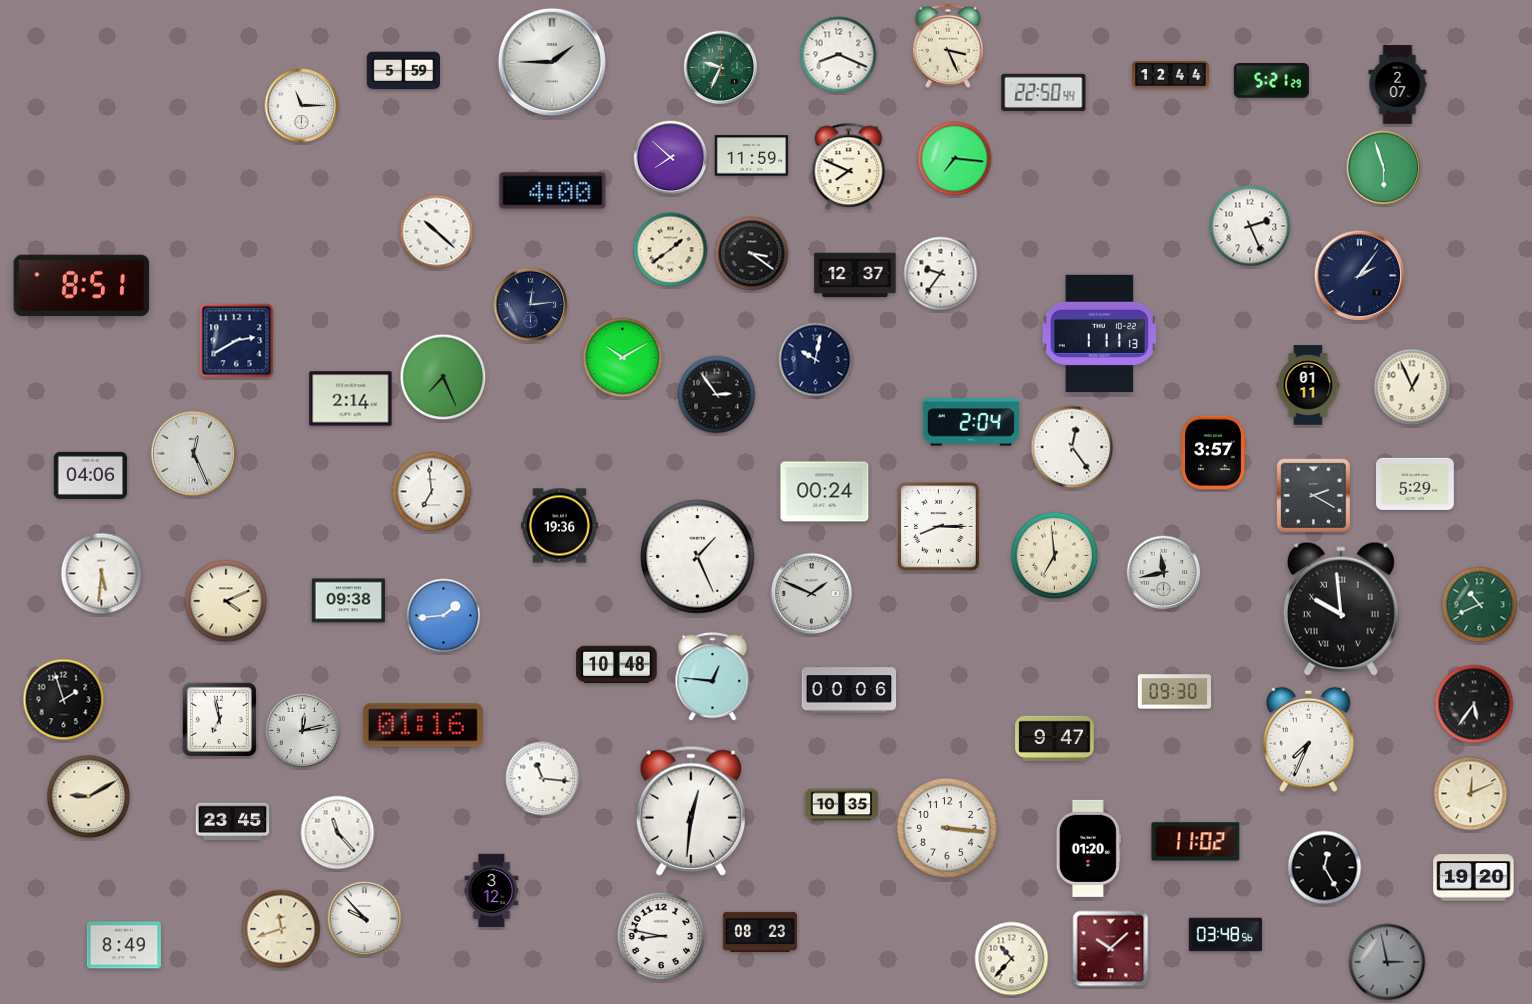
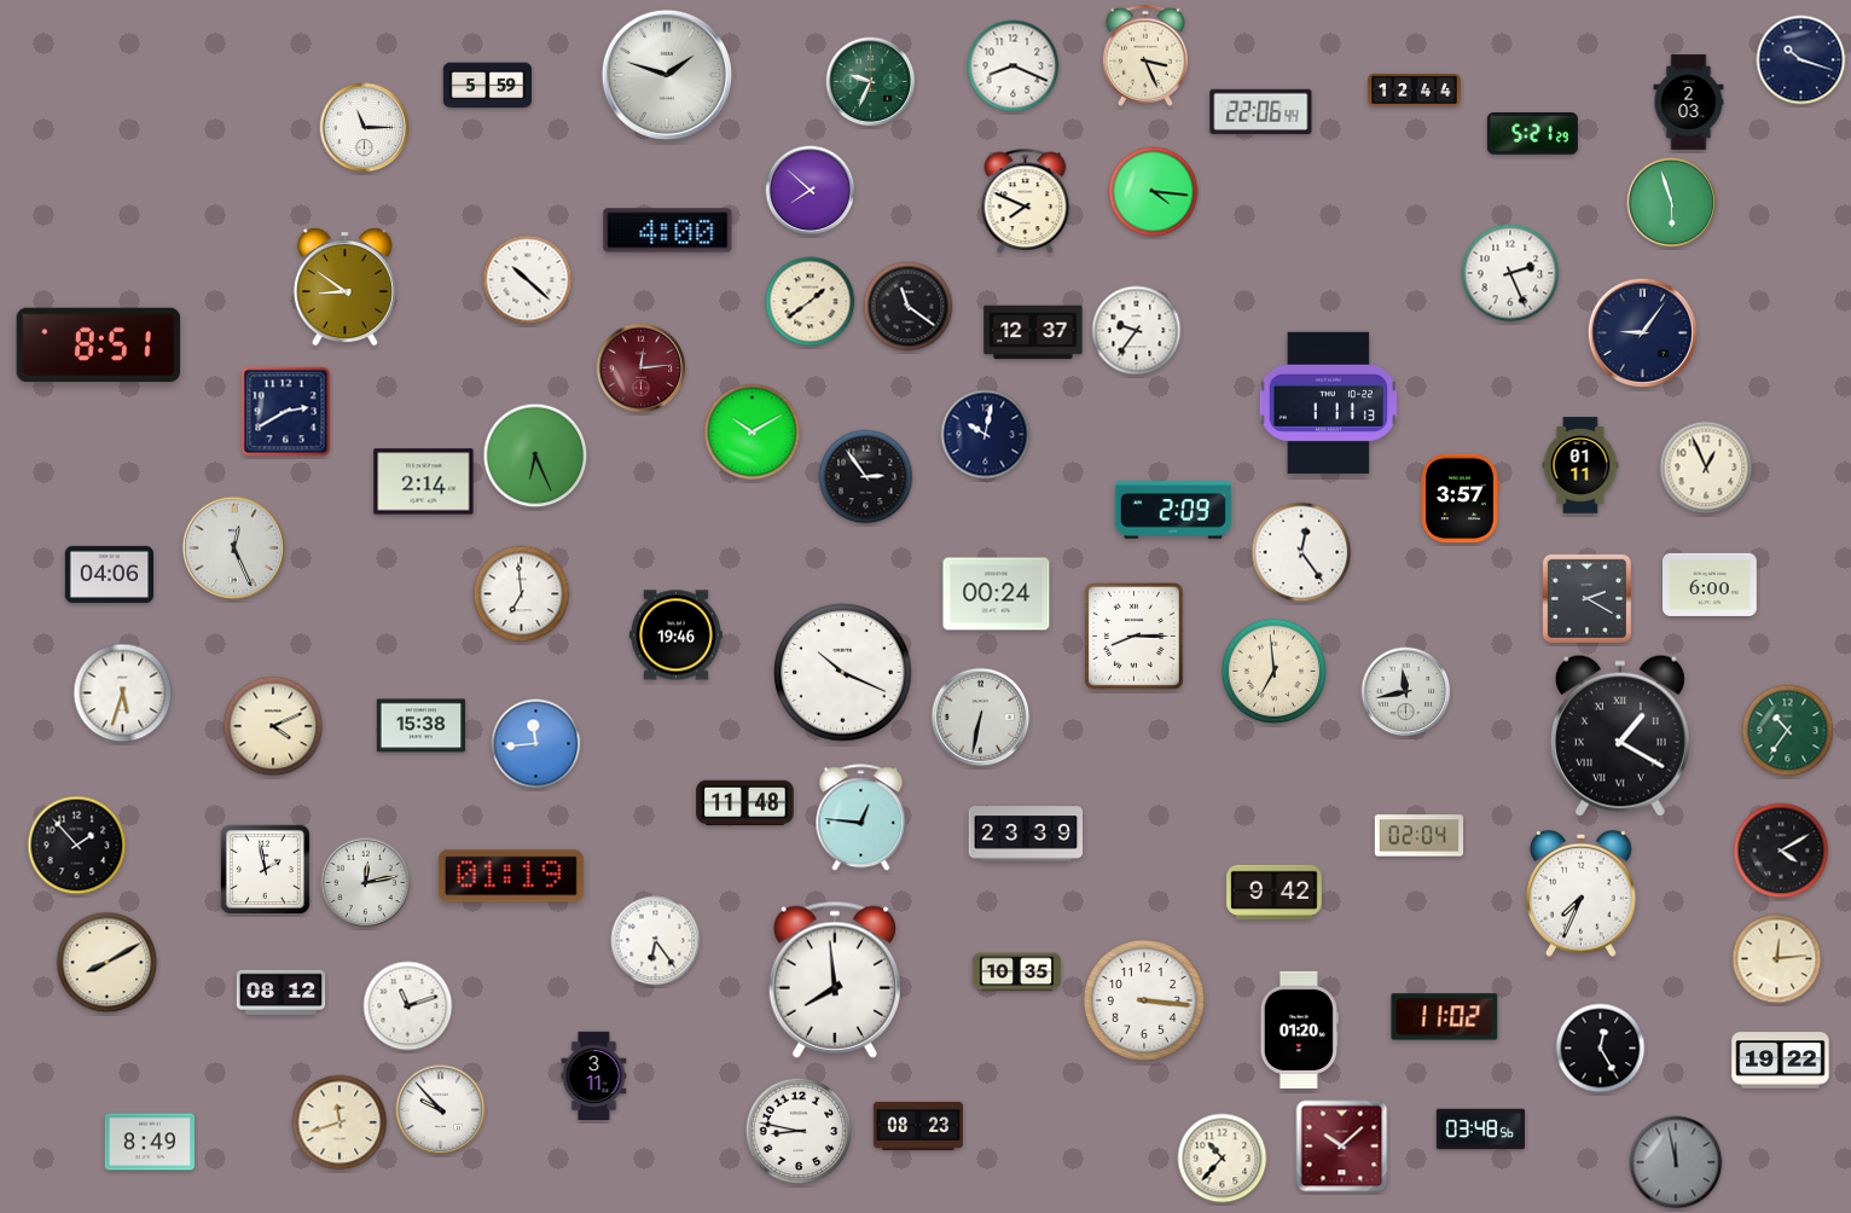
clock at (1801, 60): none -> 10:18
clock at (552, 62): 1:45 -> 1:48
clock at (1271, 81) position: (1271, 81) -> (1532, 134)
clock at (1398, 85): 2:07 -> 2:03
clock at (1044, 92): 22:50 -> 22:06
clock at (752, 156): 11:59 -> none
clock at (955, 159): 7:16 -> 4:16
clock at (344, 288): none -> 8:51
clock at (752, 254): 3:21 -> 11:21
clock at (1360, 276): 2:06 -> 9:06
clock at (531, 305) dial: navy -> burgundy
clock at (443, 377): 7:26 -> 6:26
clock at (971, 422): 2:04 -> 2:09
clock at (1072, 447) position: (1072, 447) -> (1301, 552)
clock at (1213, 453) position: (1213, 453) -> (1460, 499)
clock at (1416, 484): 5:29 -> 6:00
clock at (559, 526): 19:36 -> 19:46
clock at (698, 557): 1:26 -> 10:19
clock at (102, 574): 5:31 -> 5:33
clock at (812, 594): 1:49 -> 6:32
clock at (349, 601): 09:38 -> 15:38
clock at (1480, 605): 10:41 -> 10:36
clock at (1341, 609): 9:59 -> 1:20
clock at (444, 616): 1:44 -> 11:44
clock at (617, 665): 10:48 -> 11:48
clock at (849, 690): 00:06 -> 23:39
clock at (1175, 692): 09:30 -> 02:04
clock at (64, 700): 1:57 -> 1:53
clock at (1474, 704): 5:36 -> 4:10
clock at (219, 719): 6:58 -> 1:58
clock at (423, 725): 01:16 -> 01:19
clock at (1055, 738): 9:47 -> 9:42
clock at (543, 779): 11:16 -> 6:24
clock at (1471, 794): 12:11 -> 12:14
clock at (89, 797): 9:10 -> 8:10
clock at (691, 811): 12:31 -> 7:59
clock at (233, 821): 23:45 -> 08:12
clock at (338, 833): 11:23 -> 11:12
clock at (1088, 848) position: (1088, 848) -> (1299, 1029)
clock at (1474, 878): 19:20 -> 19:22
clock at (492, 891): 3:12 -> 3:11
clock at (1387, 962): 2:58 -> 11:58
